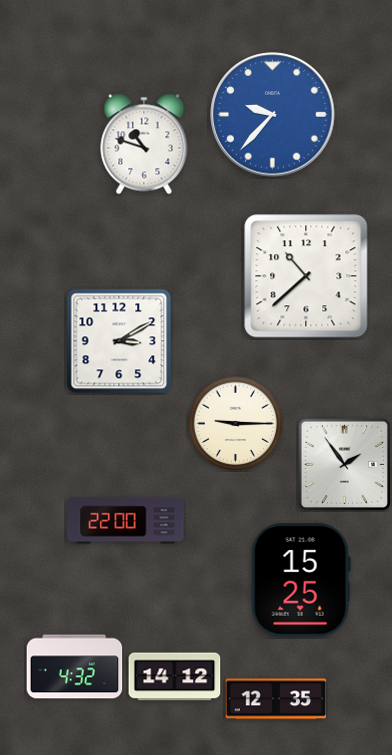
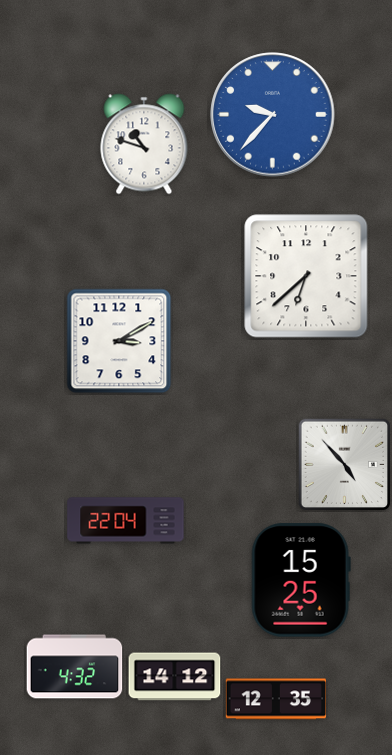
clock at (306, 276): 10:38 -> 6:38
clock at (235, 423): 9:15 -> none
clock at (344, 464): 1:54 -> 4:53
clock at (126, 521): 22:00 -> 22:04
